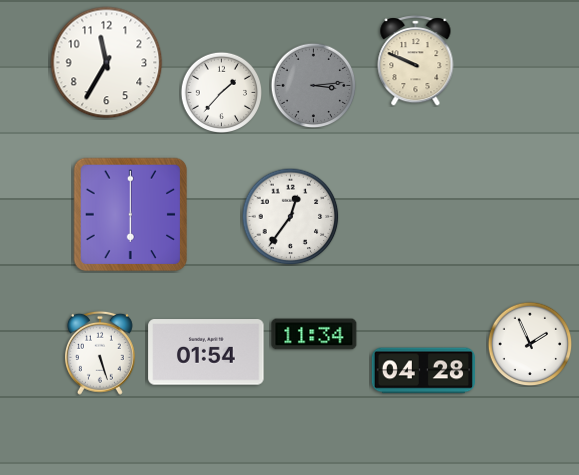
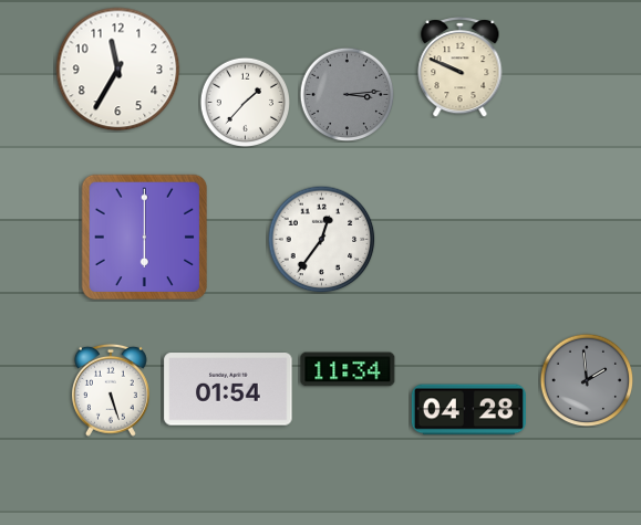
clock at (530, 344): 1:56 -> 1:59
clock at (530, 344) dial: white -> grey
